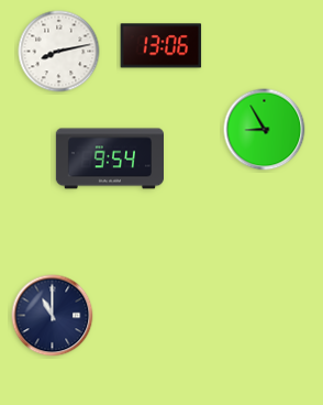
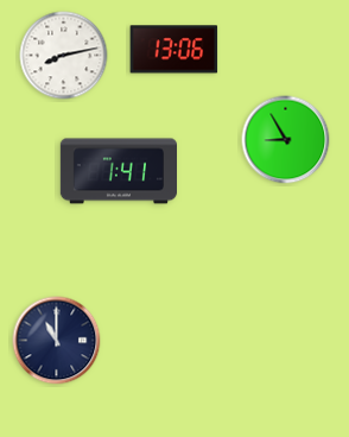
clock at (109, 158): 9:54 -> 1:41
